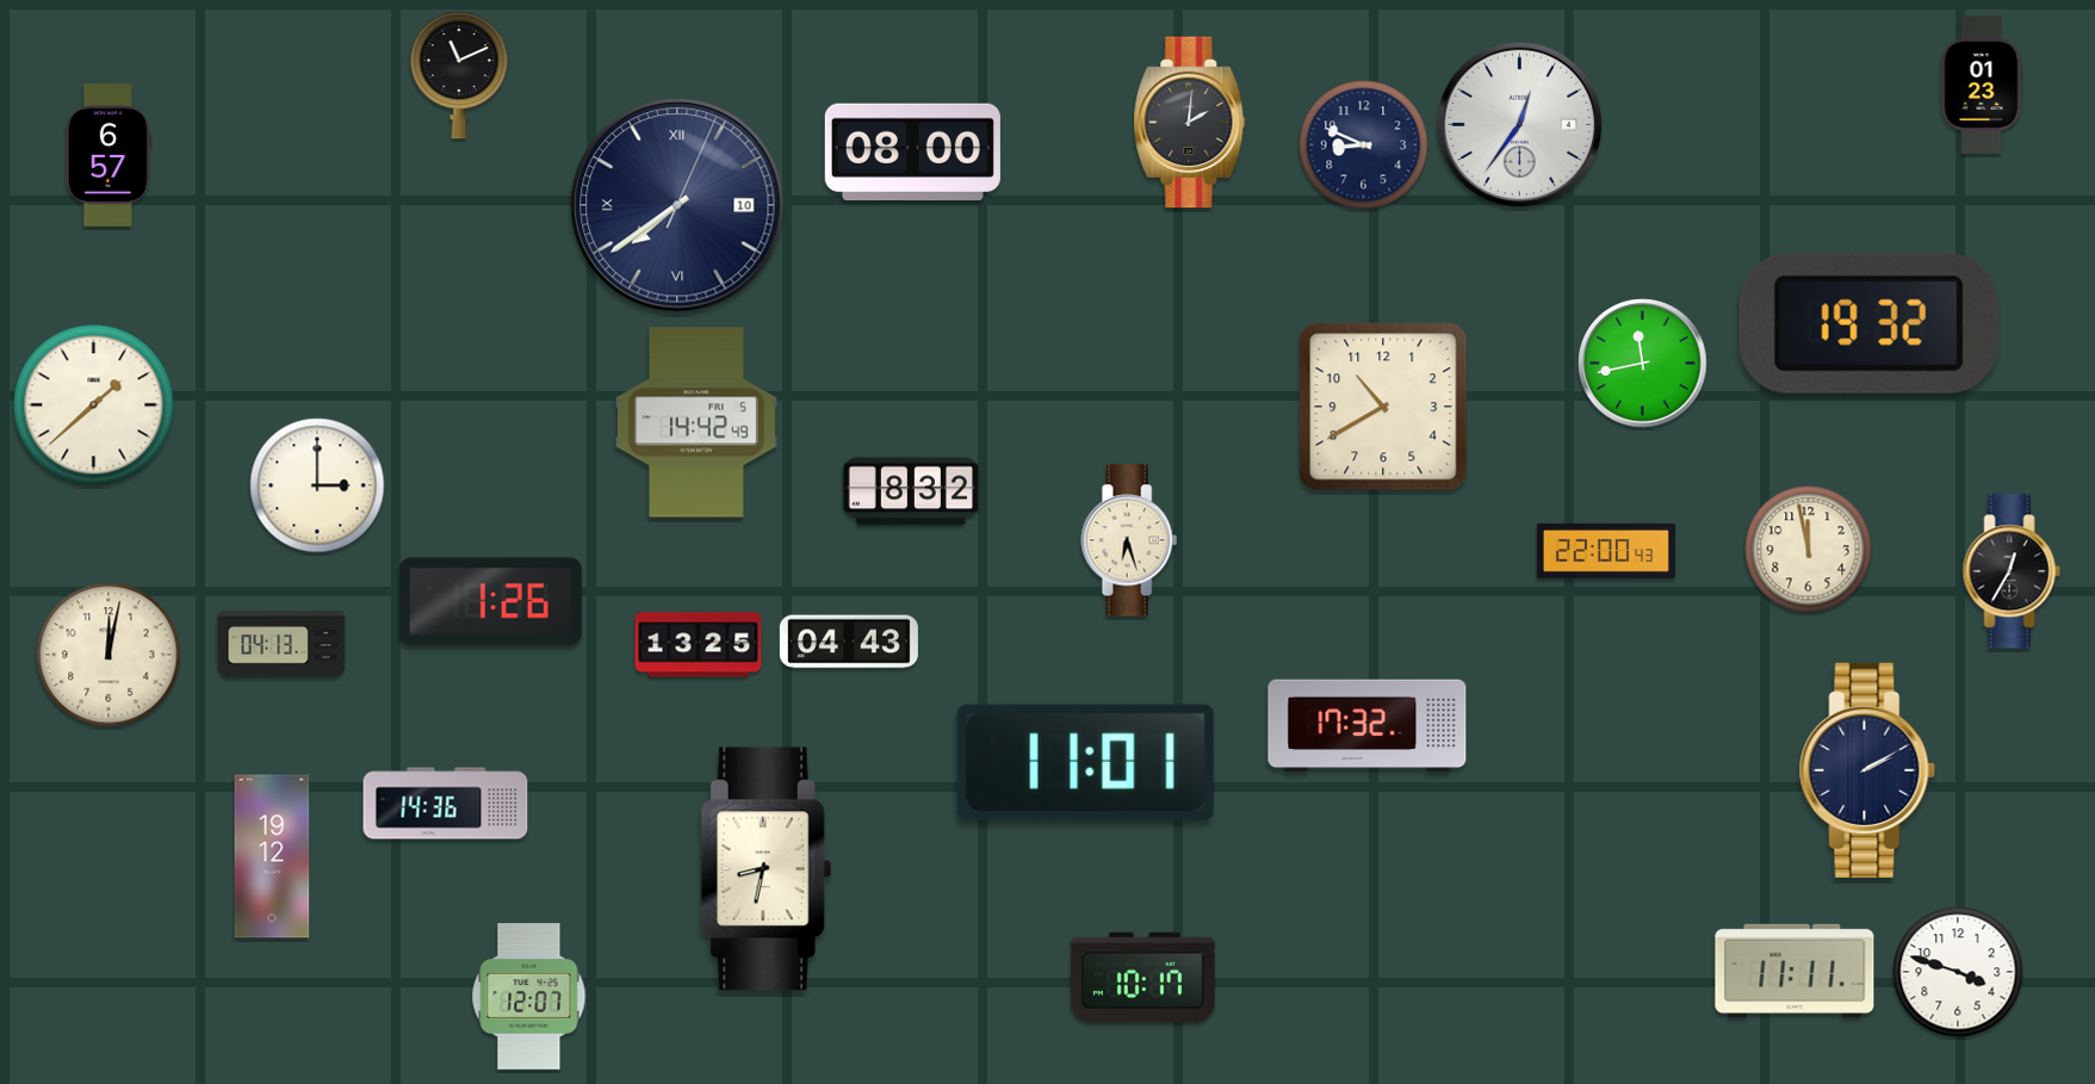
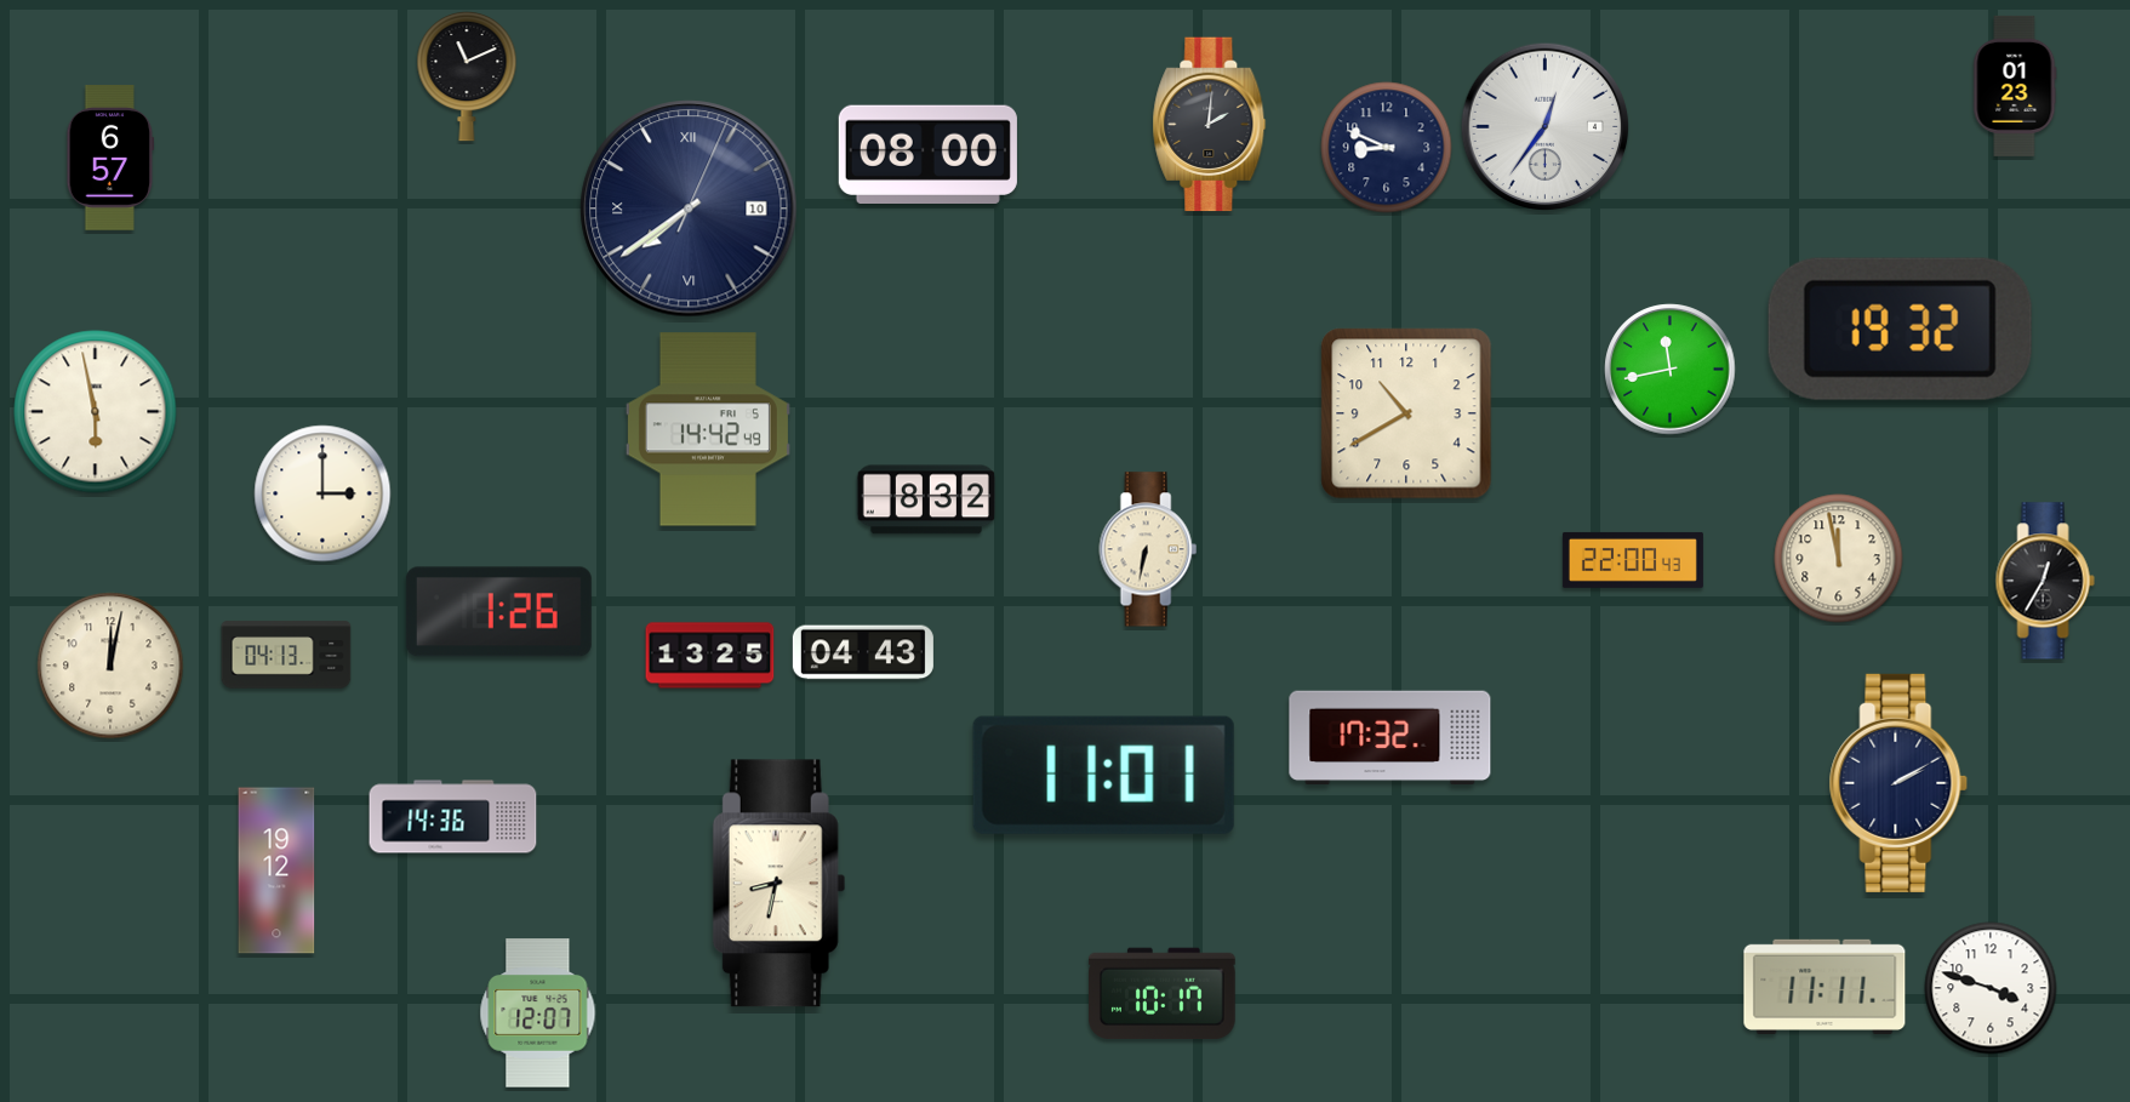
clock at (94, 405): 1:38 -> 5:58
clock at (1129, 540): 6:27 -> 6:32
